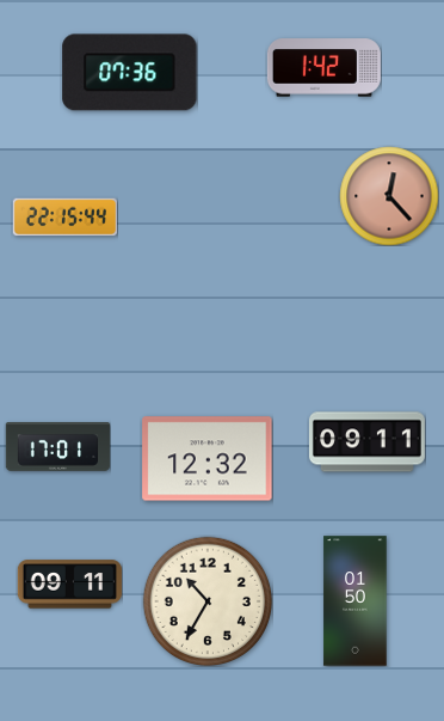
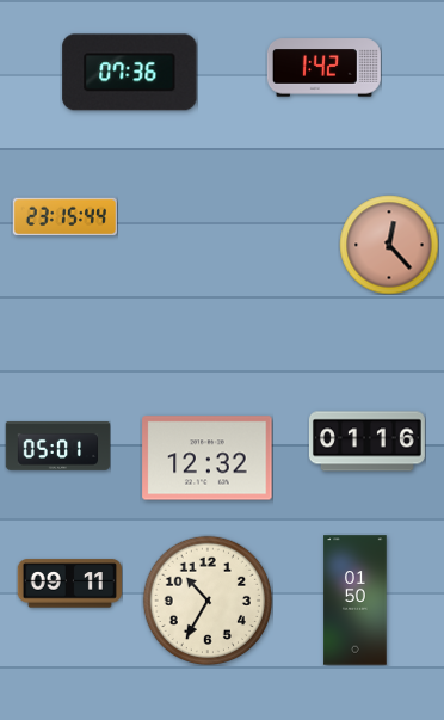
clock at (389, 196) position: (389, 196) -> (389, 245)
clock at (64, 218): 22:15 -> 23:15
clock at (366, 442): 09:11 -> 01:16
clock at (57, 447): 17:01 -> 05:01
